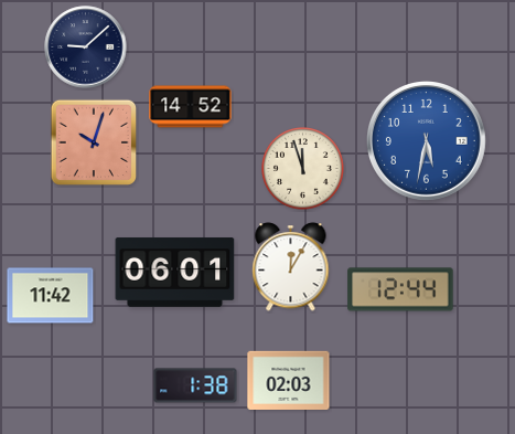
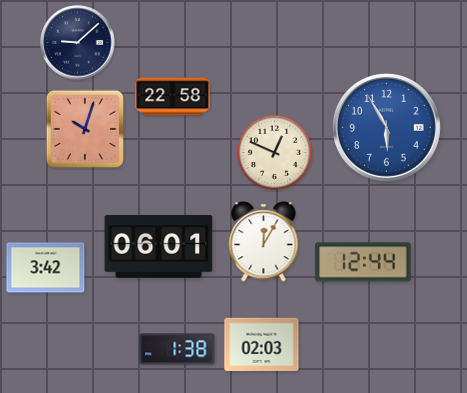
clock at (191, 107): 14:52 -> 22:58
clock at (427, 141): 5:32 -> 5:55
clock at (303, 169): 11:57 -> 12:49
clock at (51, 296): 11:42 -> 3:42
